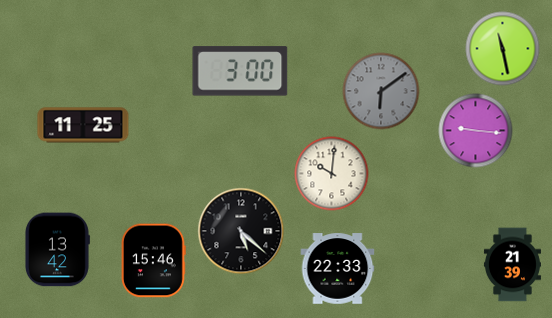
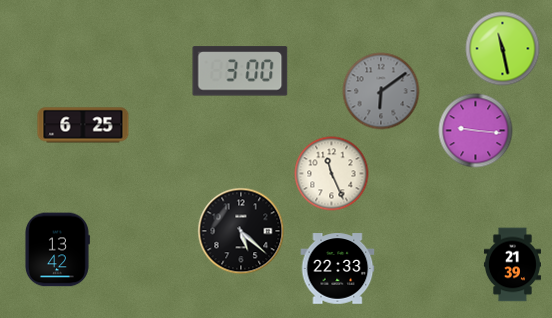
clock at (83, 125): 11:25 -> 6:25
clock at (332, 174): 10:01 -> 11:26
clock at (153, 261): 15:46 -> none
